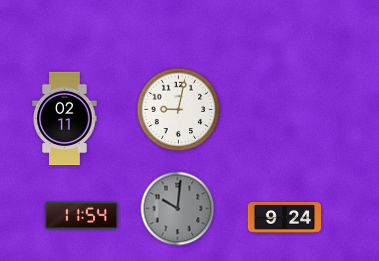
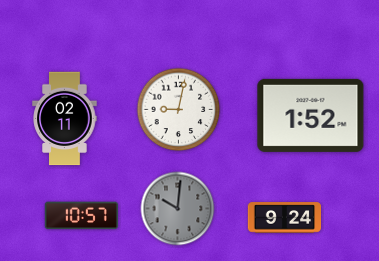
clock at (311, 115): none -> 1:52
clock at (81, 216): 11:54 -> 10:57
